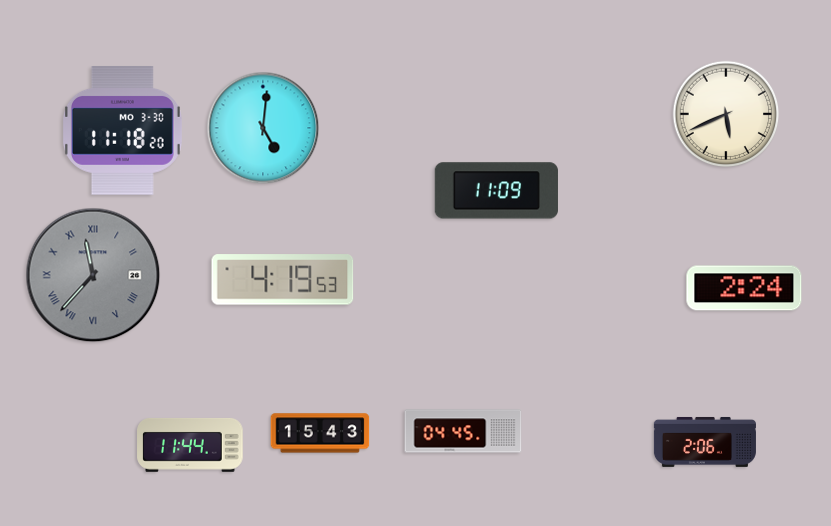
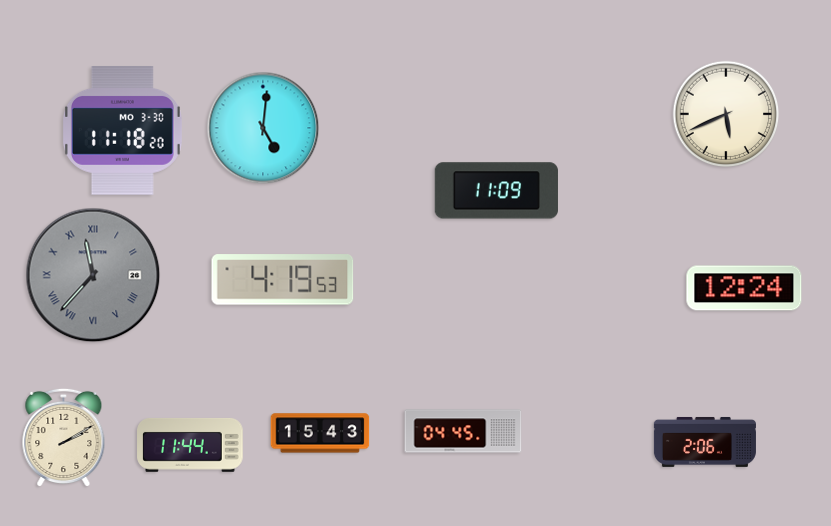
clock at (744, 288): 2:24 -> 12:24
clock at (64, 437): none -> 2:10
